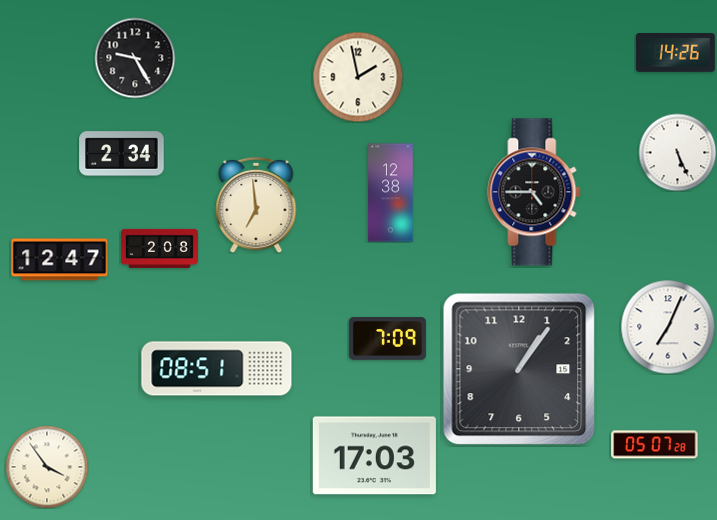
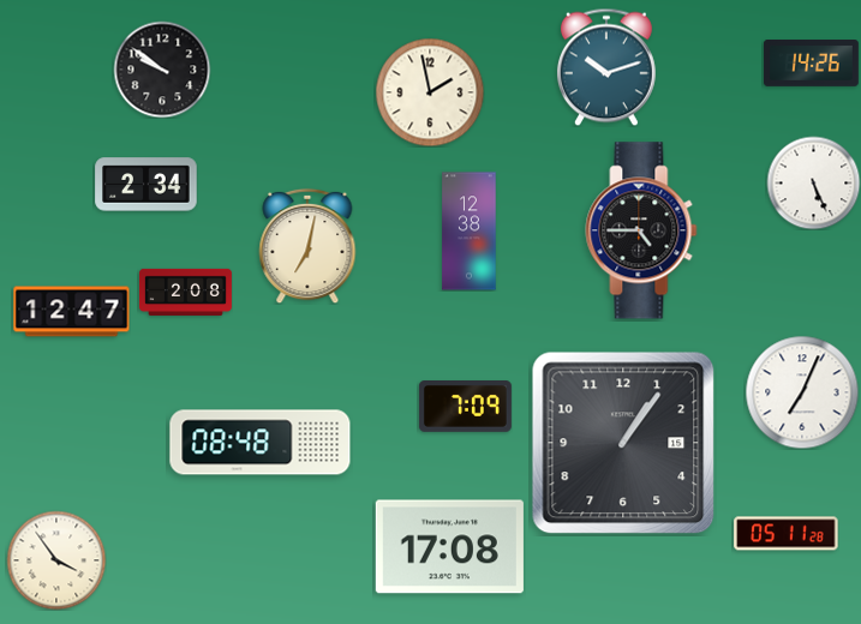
clock at (606, 67): none -> 10:12
clock at (135, 58): 9:25 -> 9:51
clock at (256, 205): 6:59 -> 7:02
clock at (159, 248) position: (159, 248) -> (185, 292)
clock at (217, 369): 08:51 -> 08:48
clock at (655, 445): 05:07 -> 05:11
clock at (374, 456): 17:03 -> 17:08
